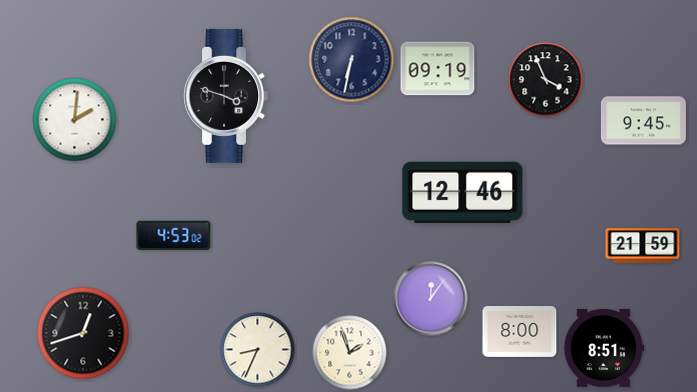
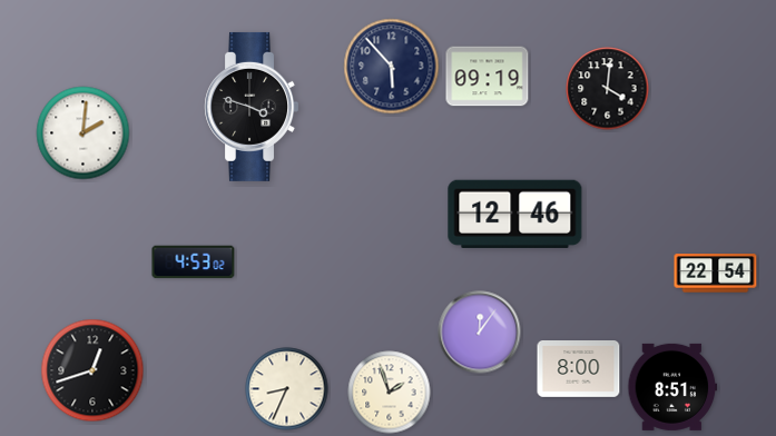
clock at (352, 60): 6:32 -> 5:53
clock at (546, 80): 3:56 -> 4:01
clock at (643, 121): 9:45 -> none
clock at (643, 246): 21:59 -> 22:54
